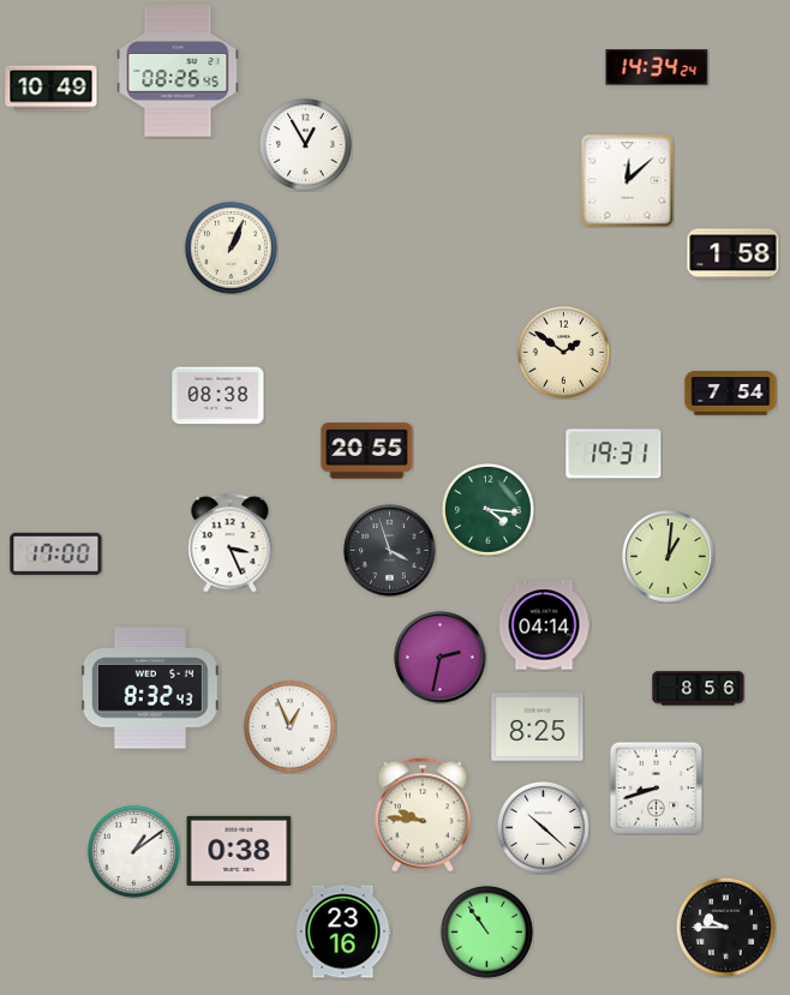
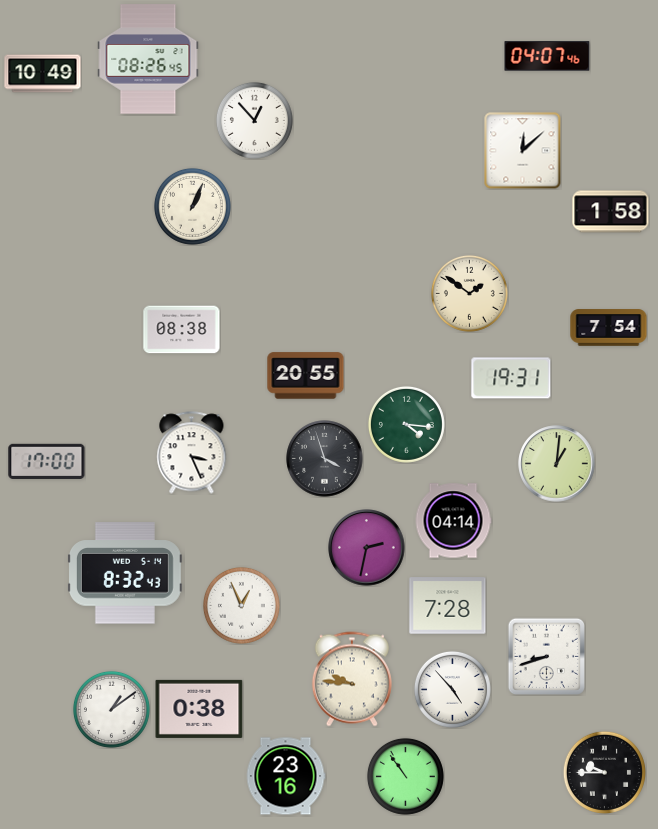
clock at (657, 67): 14:34 -> 04:07
clock at (305, 144): 12:55 -> 12:53
clock at (699, 689): 8:56 -> none
clock at (538, 727): 8:25 -> 7:28
clock at (543, 827): 10:22 -> 4:53
